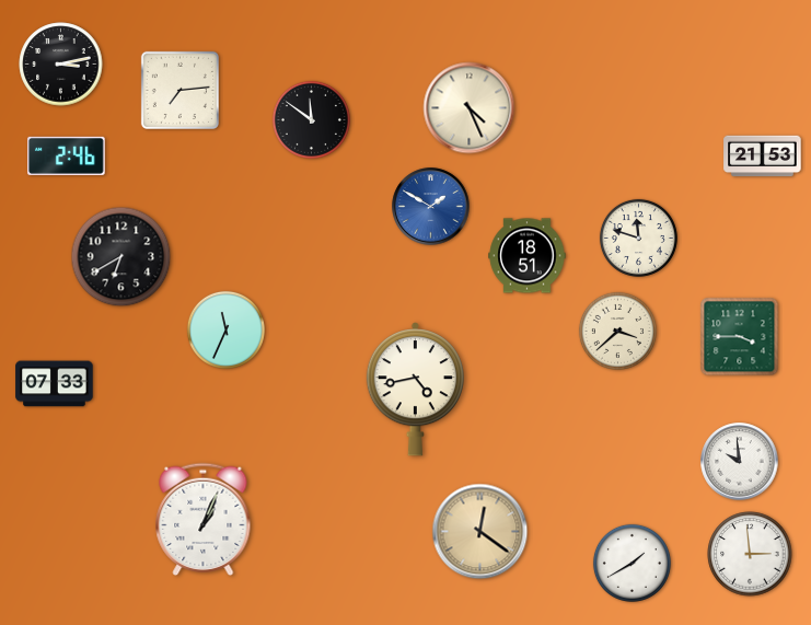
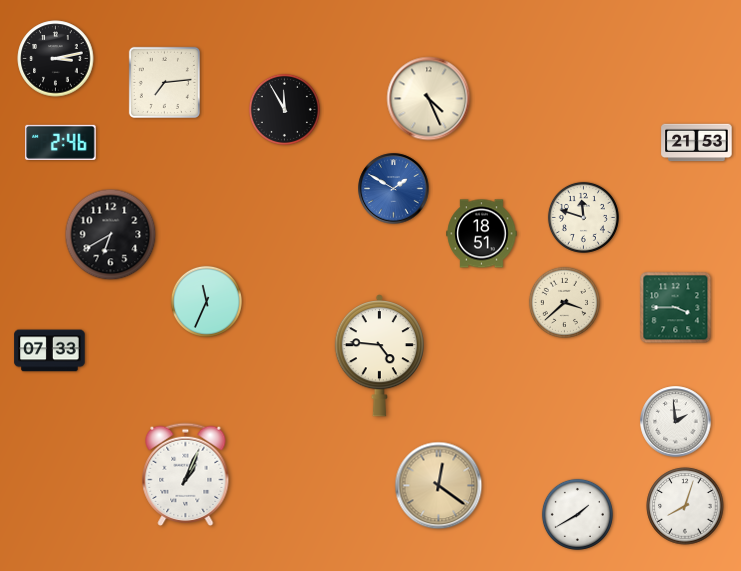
clock at (311, 119): 11:51 -> 11:55
clock at (415, 390): 4:43 -> 4:46
clock at (740, 462): 9:59 -> 1:59
clock at (750, 554): 2:59 -> 8:03
